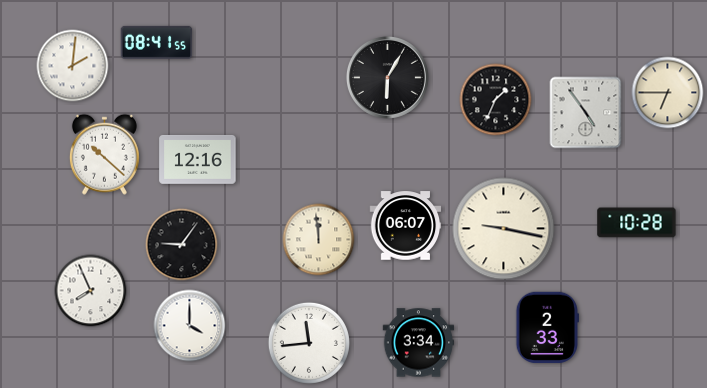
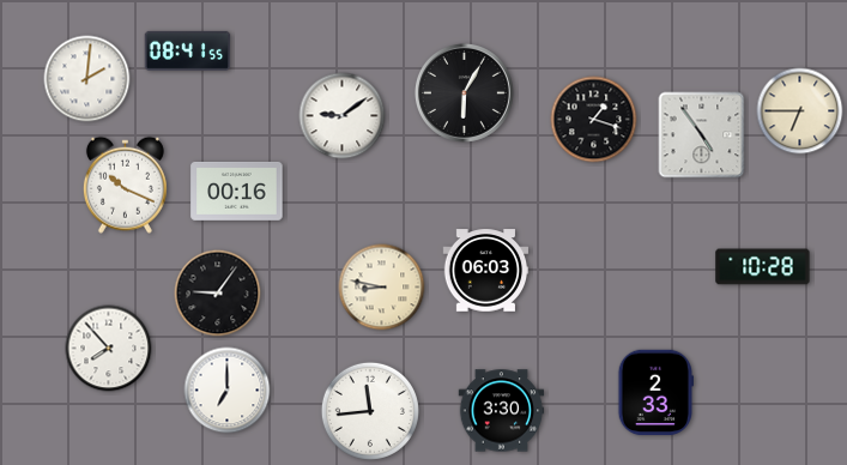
clock at (343, 116): none -> 9:09
clock at (496, 100): 1:34 -> 1:18
clock at (104, 154): 10:22 -> 10:19
clock at (198, 159): 12:16 -> 00:16
clock at (406, 226): 06:07 -> 06:03
clock at (504, 229): 9:17 -> none
clock at (319, 240): 11:59 -> 8:47
clock at (91, 291): 7:56 -> 7:53
clock at (190, 326): 4:00 -> 7:00
clock at (419, 343): 3:34 -> 3:30
